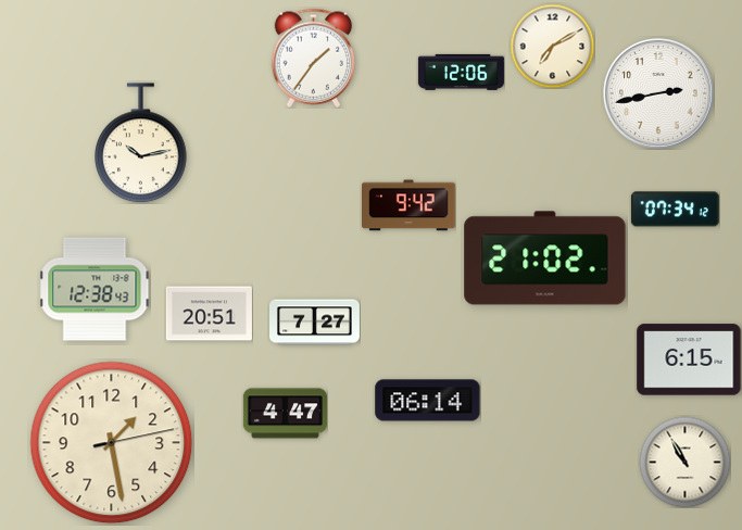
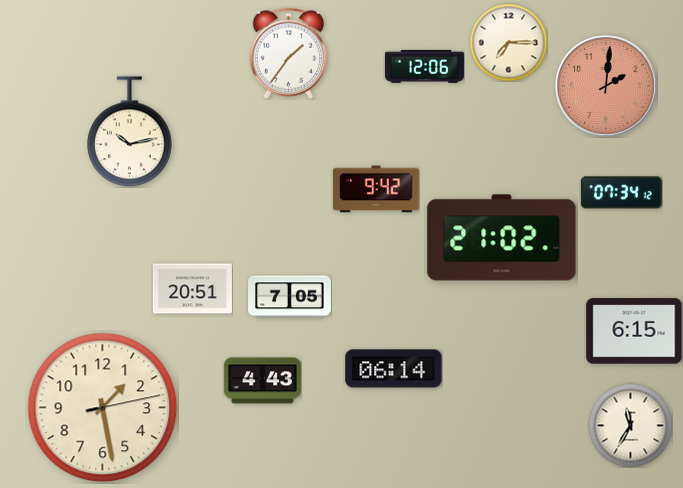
clock at (552, 46): 7:10 -> 7:15
clock at (659, 94): 2:43 -> 2:01
clock at (659, 94) dial: white -> salmon
clock at (95, 289): 12:38 -> none
clock at (315, 323): 7:27 -> 7:05
clock at (285, 414): 4:47 -> 4:43
clock at (684, 462): 10:55 -> 11:35
